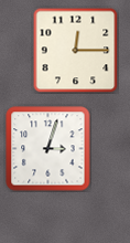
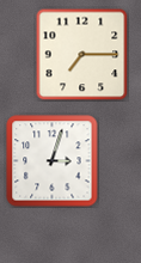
clock at (75, 50): 12:15 -> 7:15
